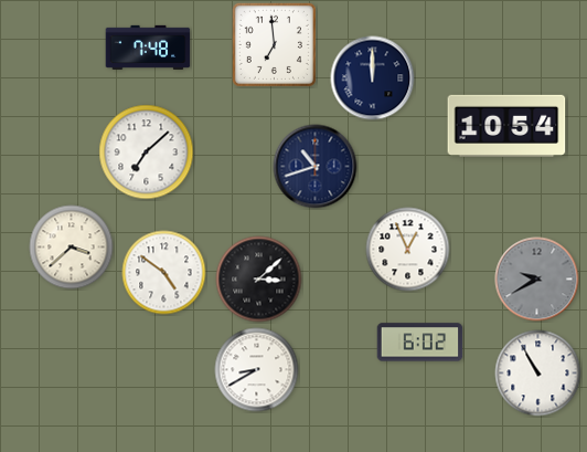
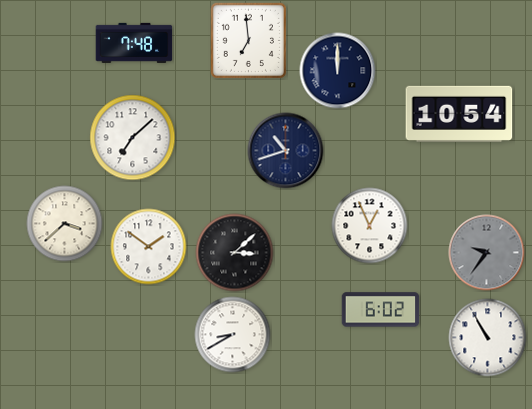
clock at (164, 273): 4:51 -> 1:51
clock at (537, 280): 9:40 -> 9:36
